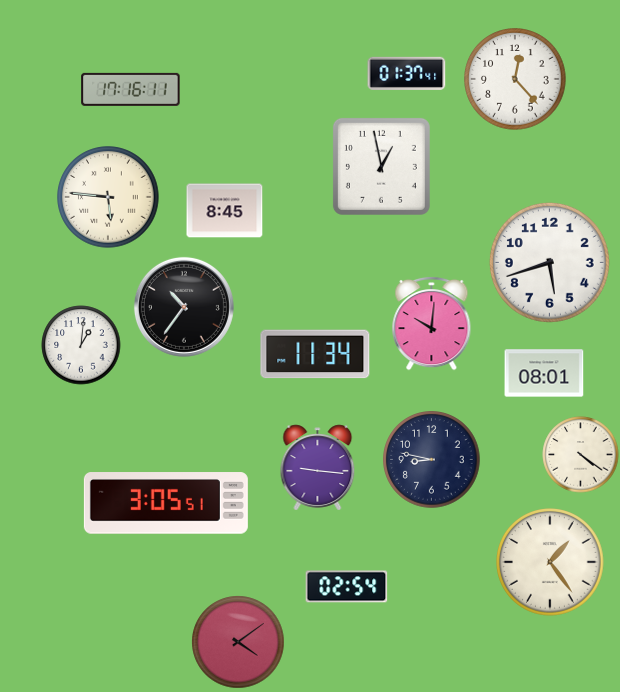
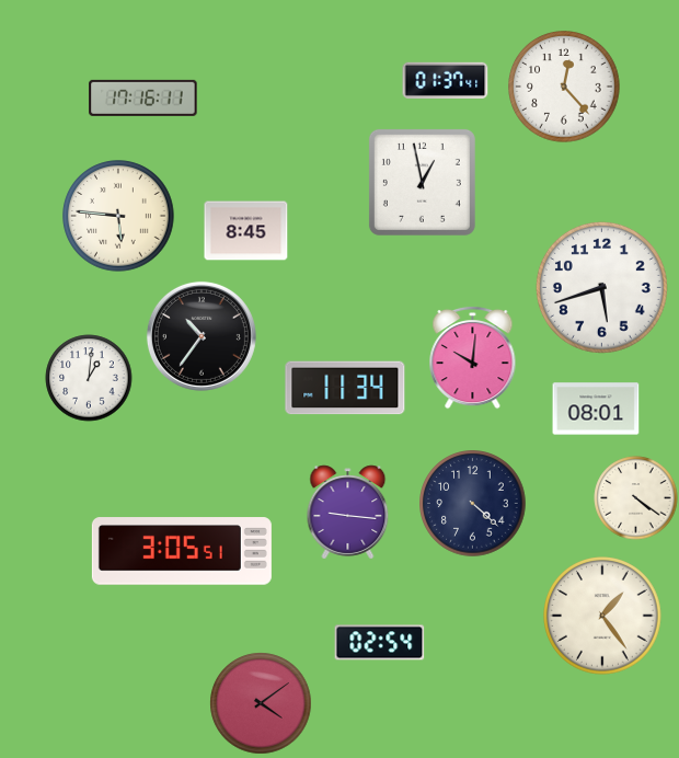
clock at (381, 166) position: (381, 166) -> (422, 182)
clock at (432, 323) position: (432, 323) -> (473, 357)
clock at (432, 460): 8:47 -> 4:22
